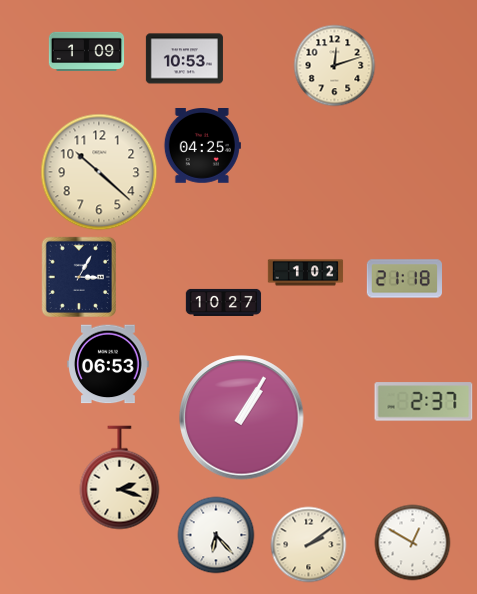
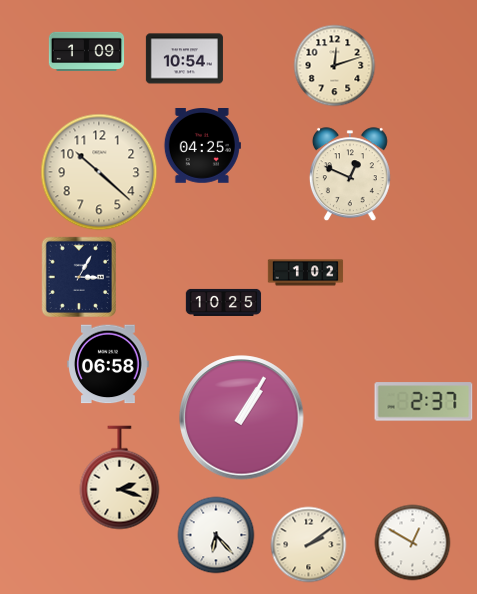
clock at (184, 59): 10:53 -> 10:54
clock at (350, 175): none -> 12:49
clock at (404, 279): 21:18 -> none
clock at (224, 302): 10:27 -> 10:25
clock at (108, 364): 06:53 -> 06:58
